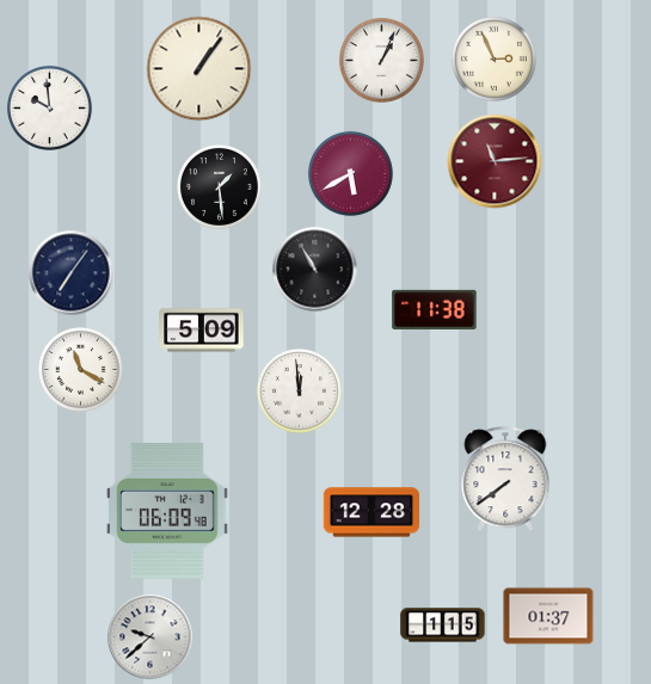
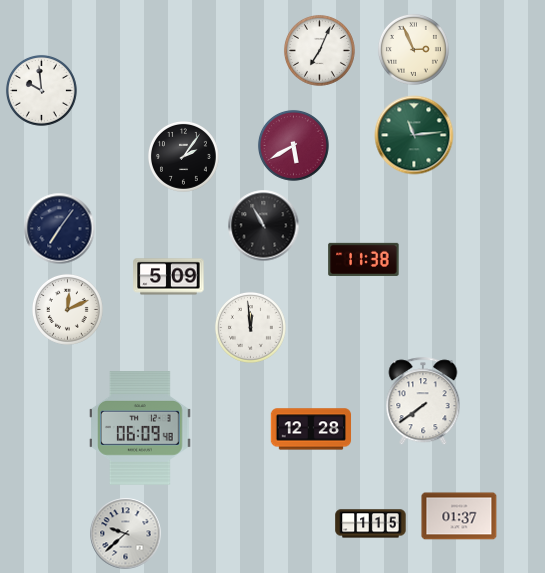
clock at (381, 60): 1:04 -> 7:04
clock at (199, 69): 1:06 -> none
clock at (495, 161) dial: burgundy -> green
clock at (219, 186): 1:29 -> 2:06
clock at (80, 369): 11:20 -> 12:11
